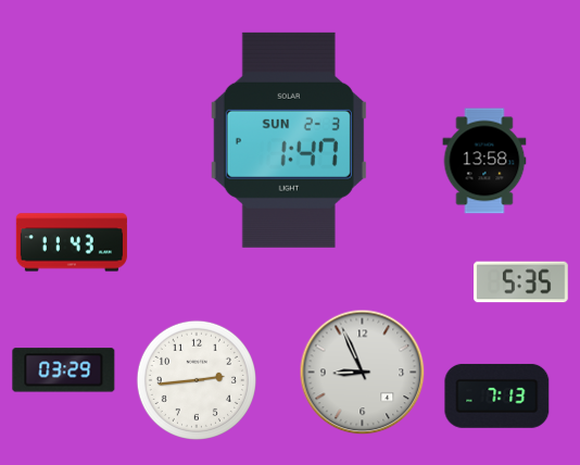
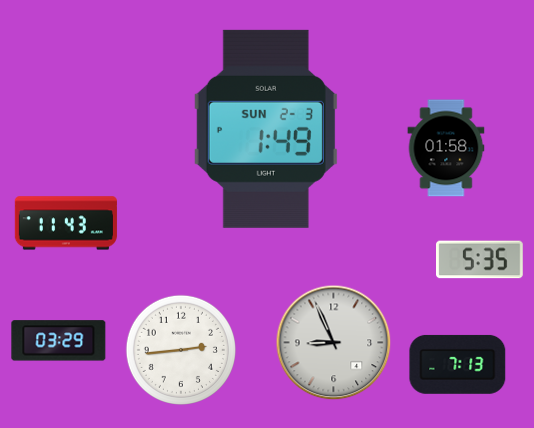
clock at (289, 140): 1:47 -> 1:49
clock at (484, 161): 13:58 -> 01:58
